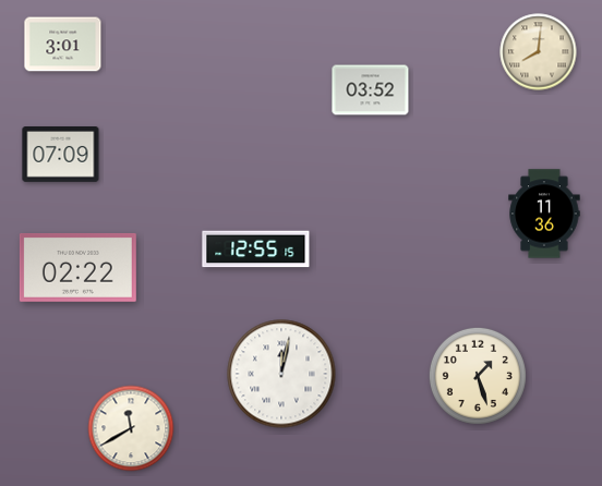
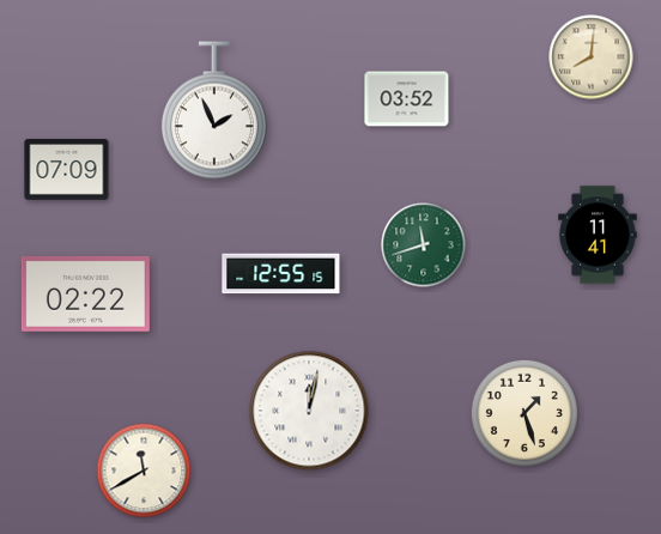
clock at (63, 45): 3:01 -> none
clock at (214, 110): none -> 1:56
clock at (544, 214): 11:36 -> 11:41
clock at (424, 245): none -> 11:42
